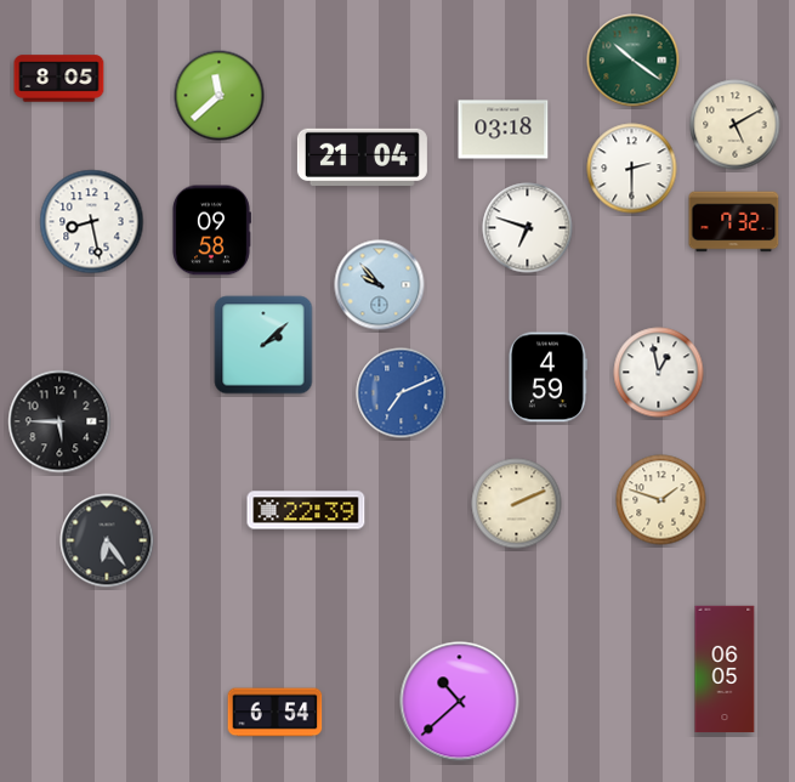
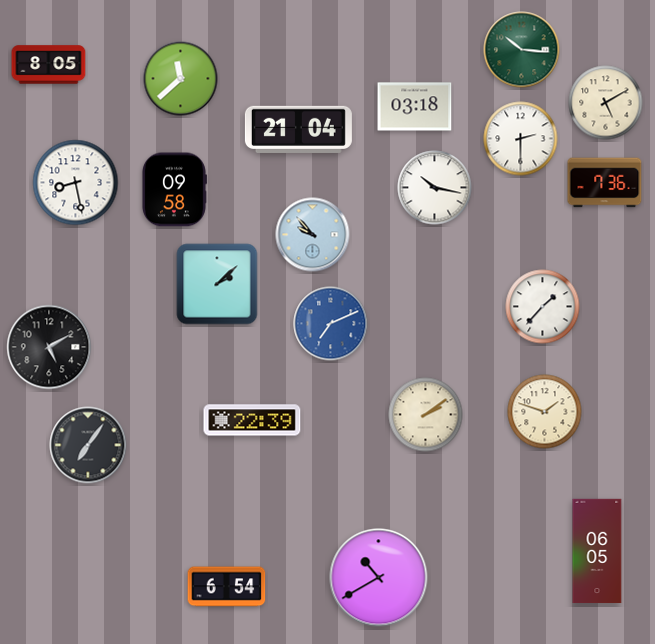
clock at (634, 61): 10:21 -> 10:16
clock at (734, 222): 7:32 -> 7:36
clock at (528, 228): 6:48 -> 10:17
clock at (659, 373): 12:58 -> 1:37
clock at (547, 378): 4:59 -> none
clock at (59, 421): 5:45 -> 5:10
clock at (517, 504): 2:11 -> 2:09
clock at (107, 540): 6:24 -> 7:06
clock at (460, 702): 10:38 -> 10:40
